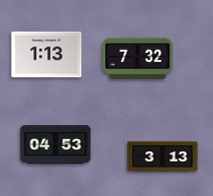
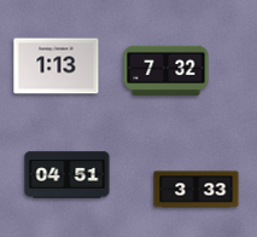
clock at (56, 145): 04:53 -> 04:51
clock at (163, 157): 3:13 -> 3:33
